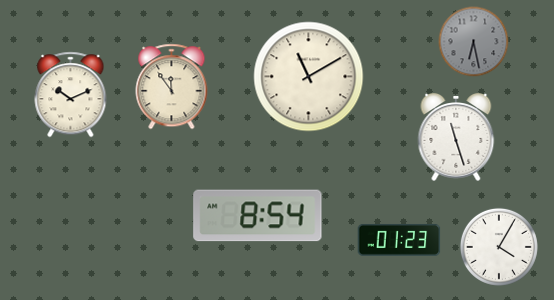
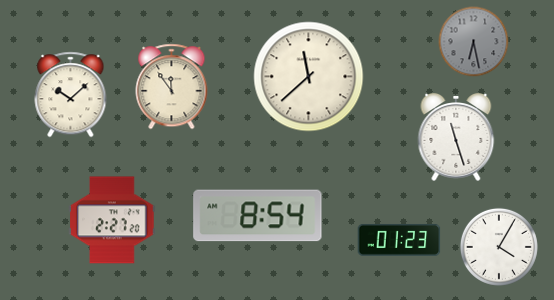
clock at (309, 77): 11:10 -> 11:38
clock at (71, 95): 10:11 -> 10:08
clock at (112, 220): none -> 2:27
